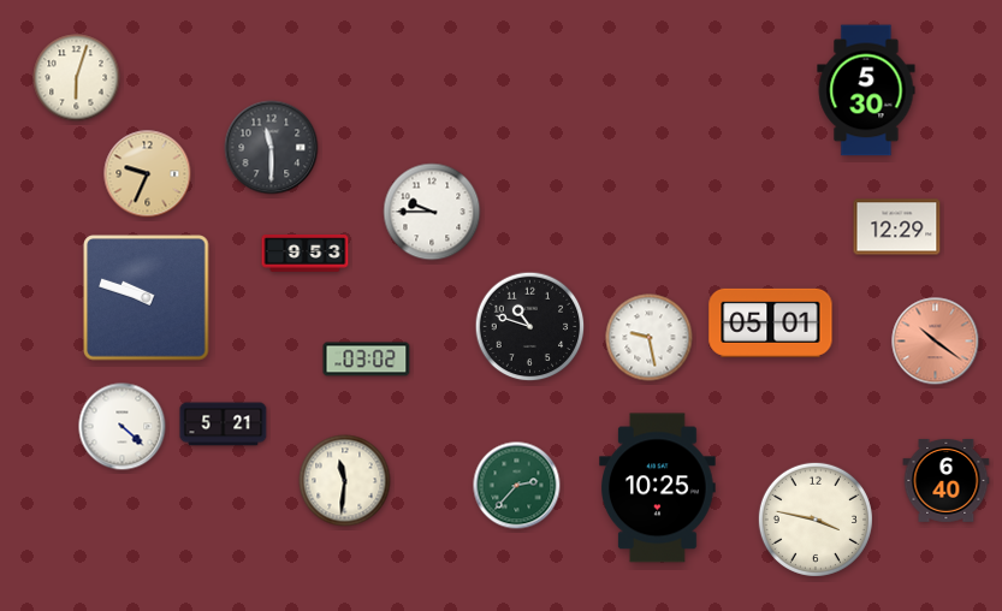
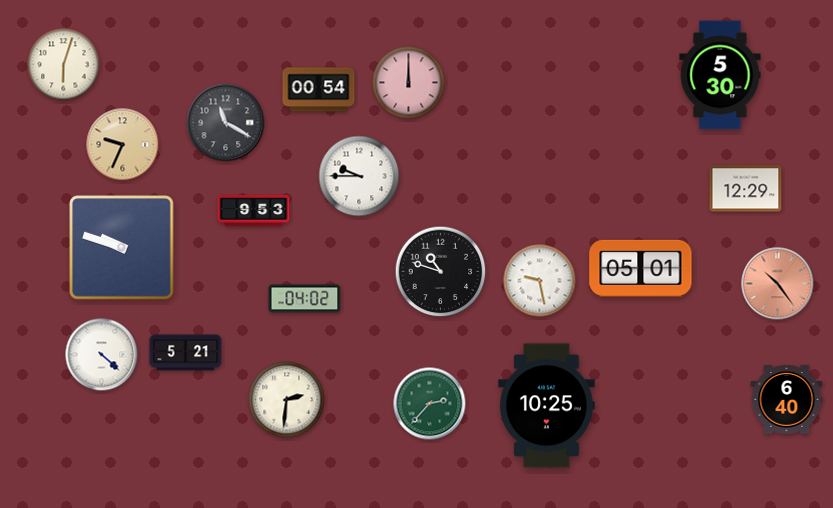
clock at (409, 83): none -> 12:00
clock at (319, 90): none -> 00:54
clock at (272, 148): 11:30 -> 11:20
clock at (936, 342): 10:21 -> 10:24
clock at (367, 360): 03:02 -> 04:02
clock at (345, 481): 11:31 -> 2:31
clock at (816, 520): 3:47 -> none
